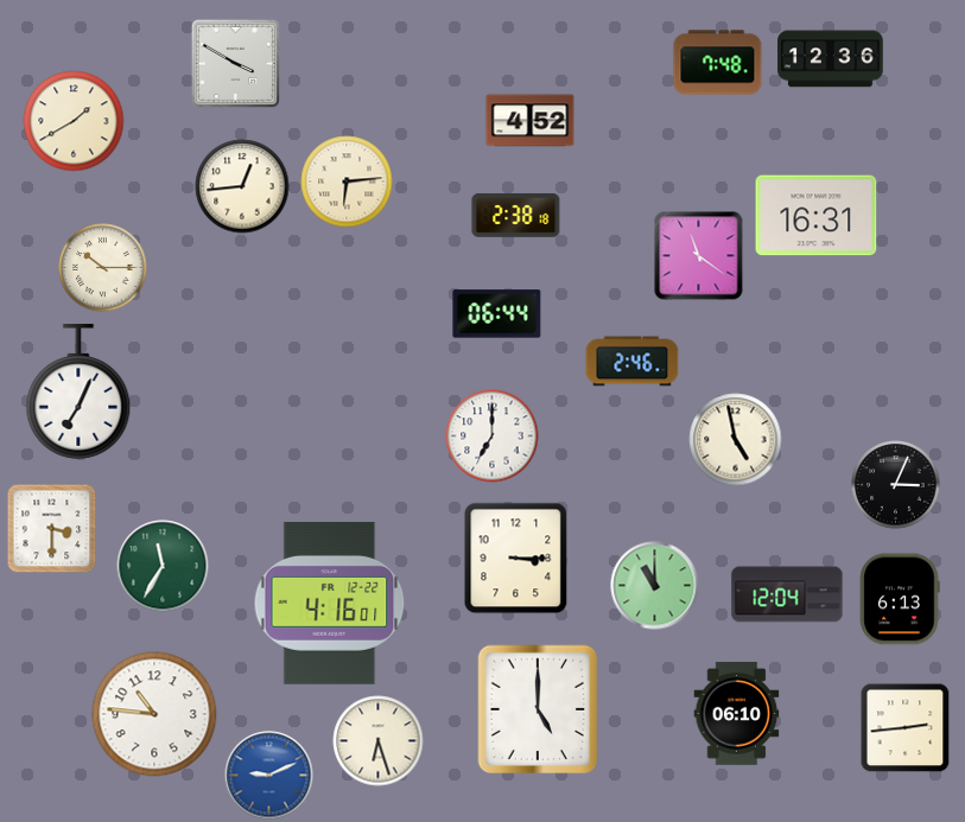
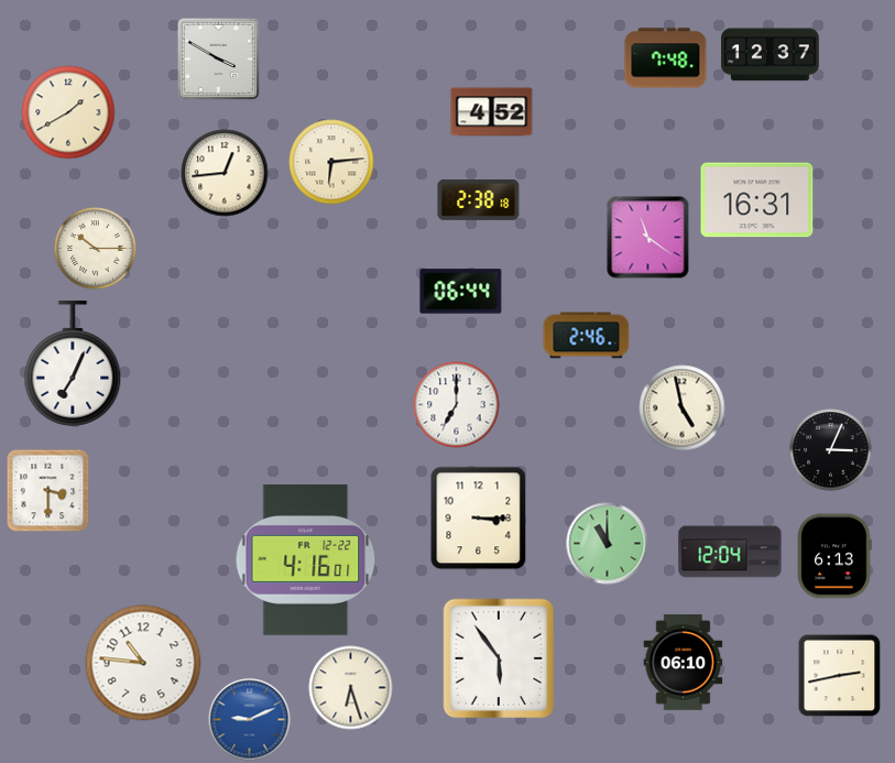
clock at (831, 59): 12:36 -> 12:37
clock at (347, 181) position: (347, 181) -> (331, 162)
clock at (163, 566): 11:35 -> none
clock at (538, 709): 5:00 -> 5:54
clock at (906, 728): 2:44 -> 2:43
